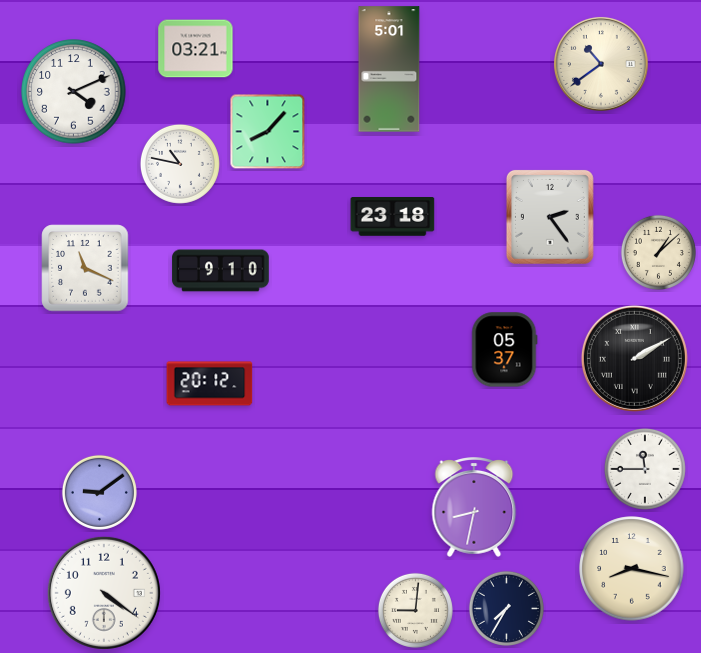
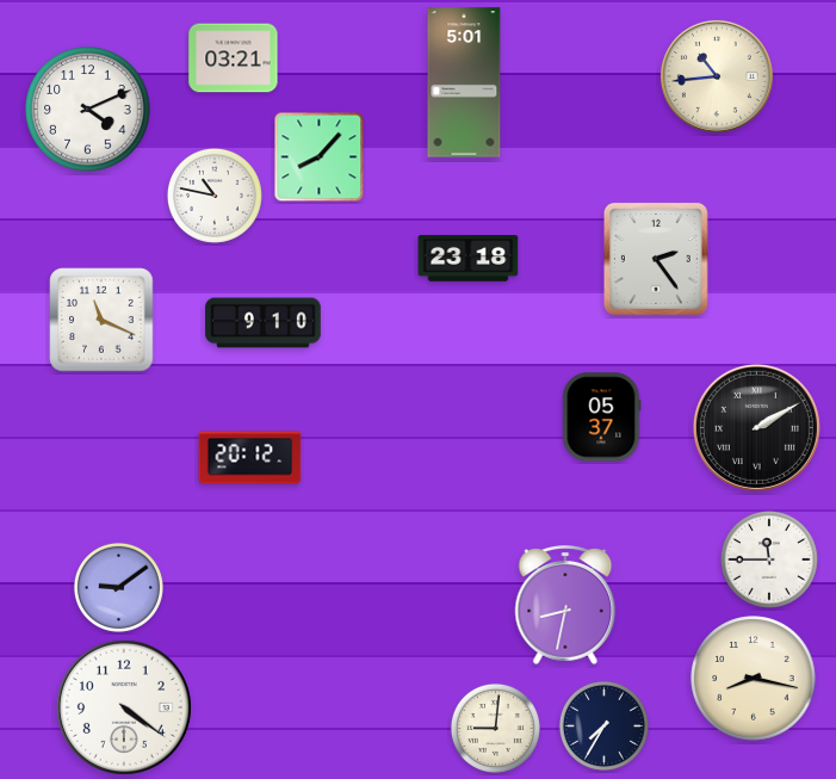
clock at (601, 64): 10:39 -> 10:44
clock at (658, 252): 1:08 -> none
